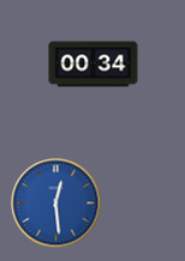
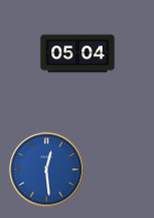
clock at (94, 65): 00:34 -> 05:04
